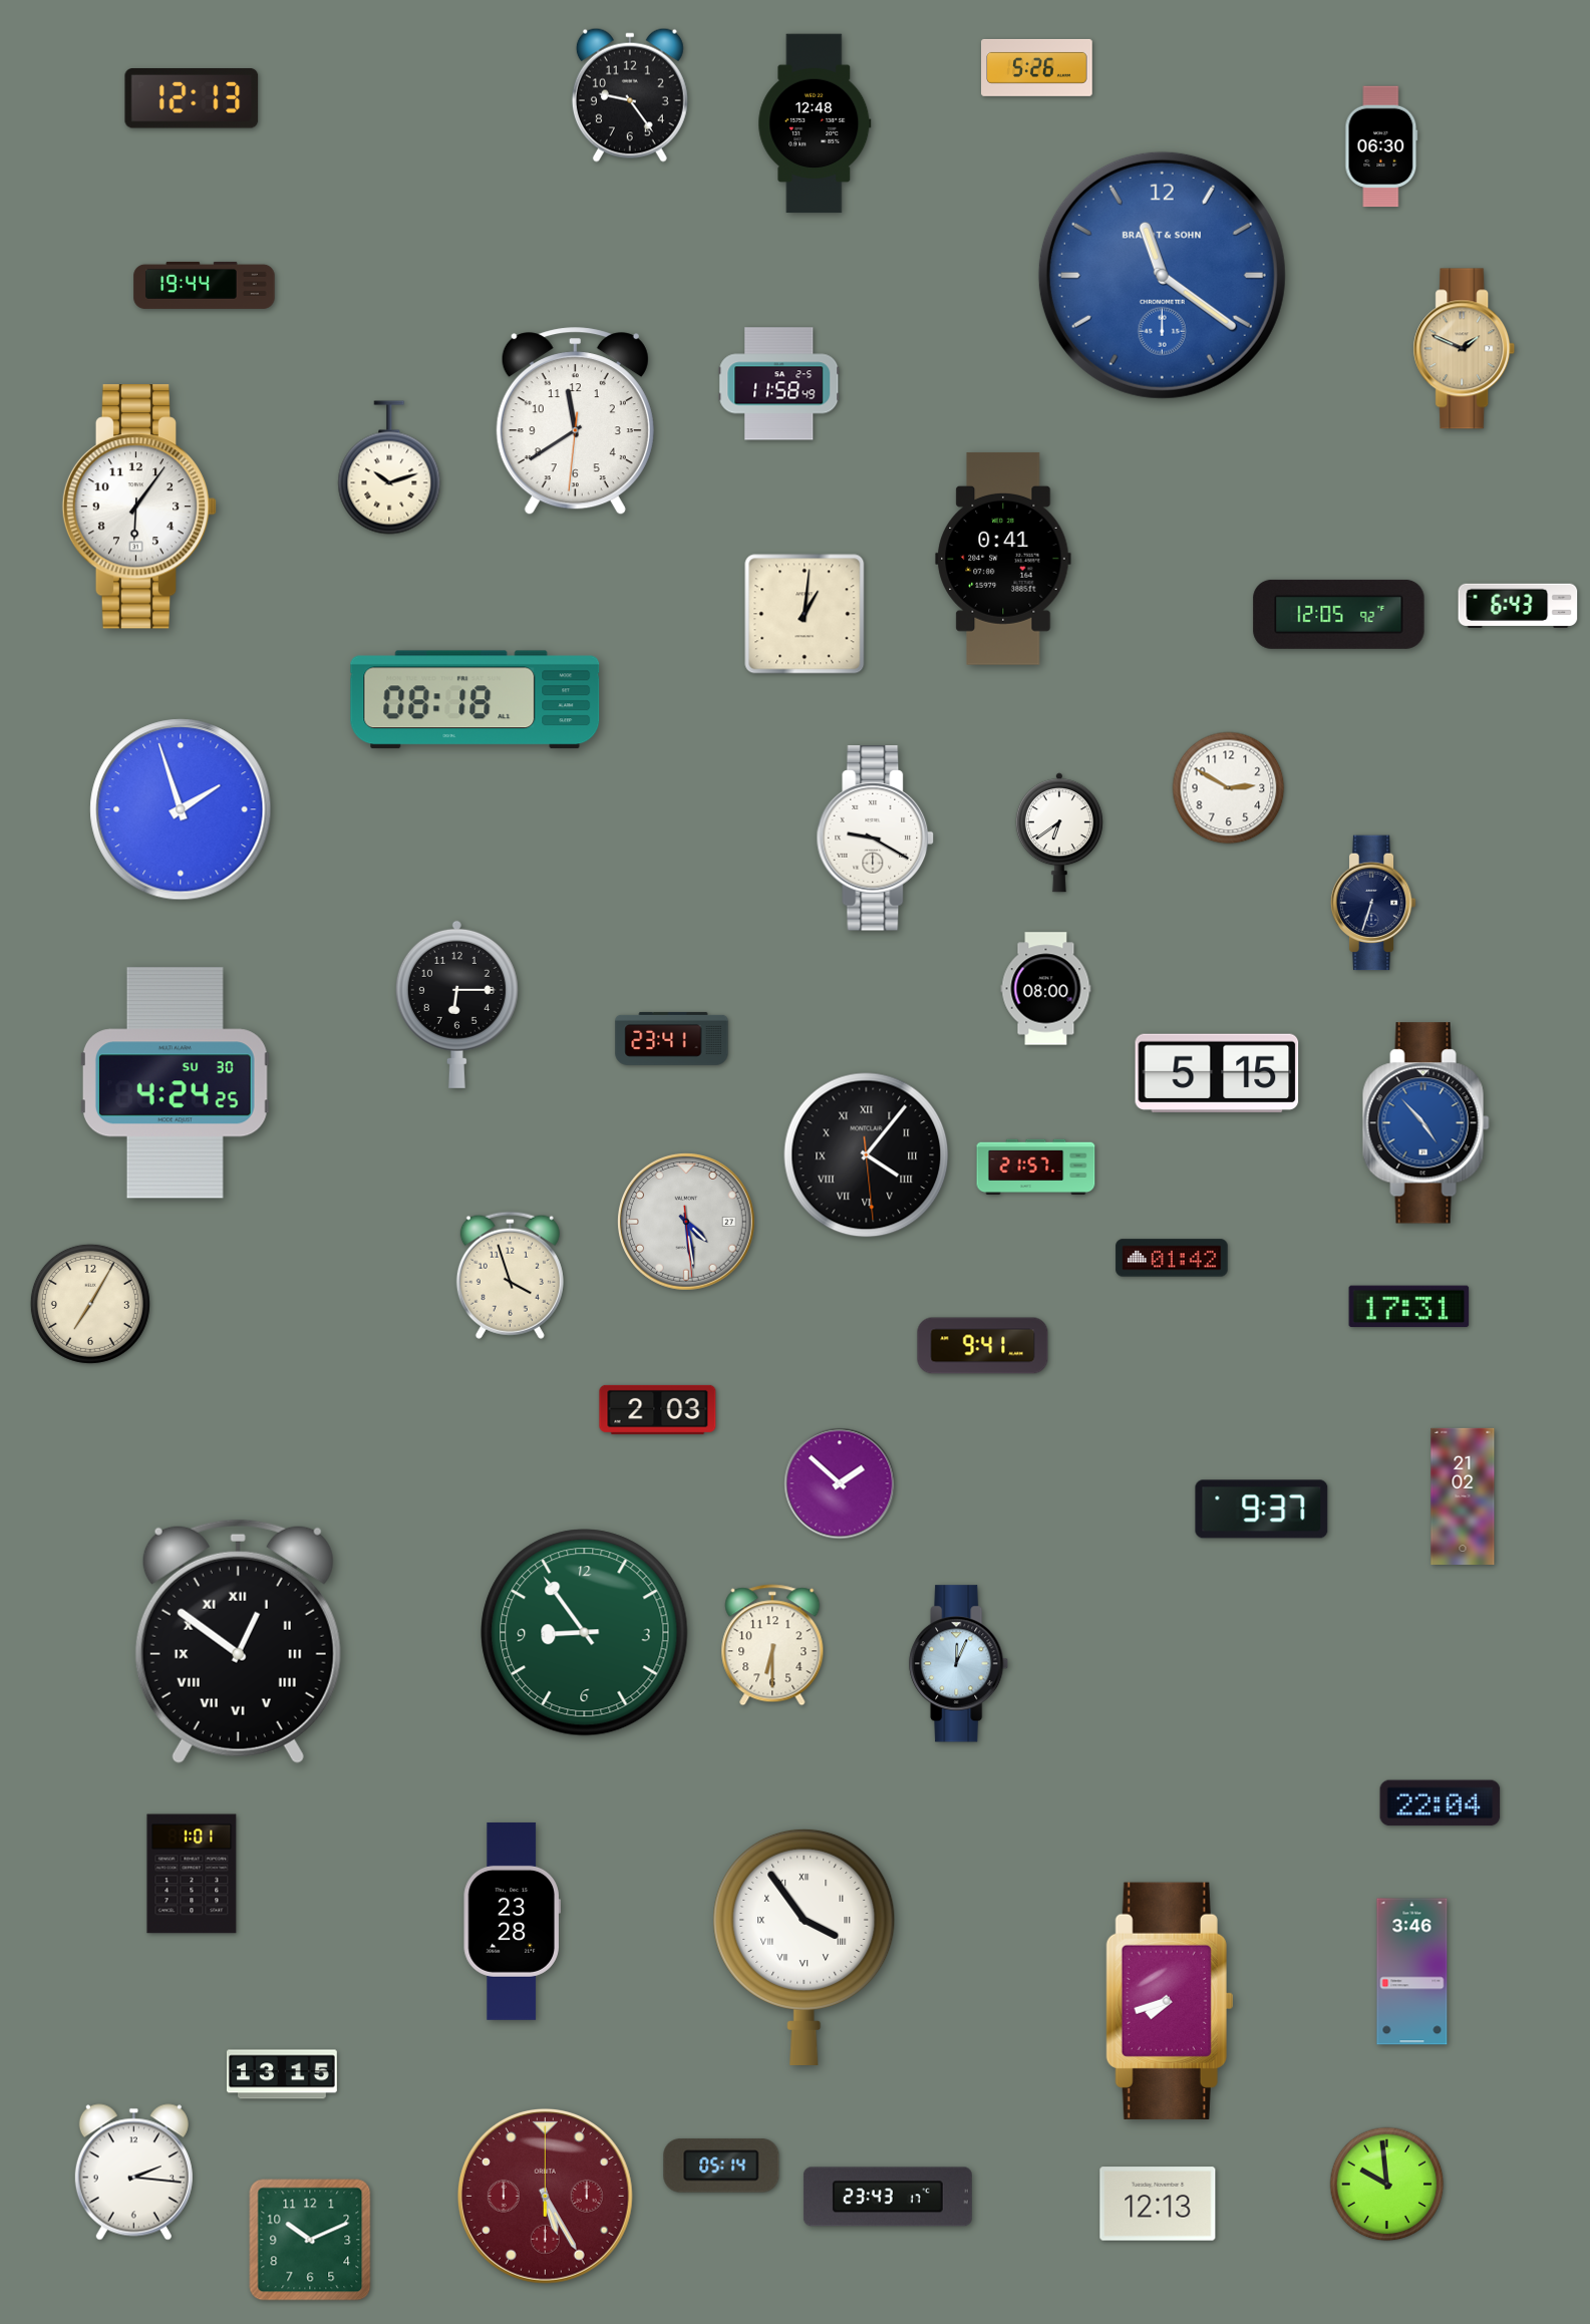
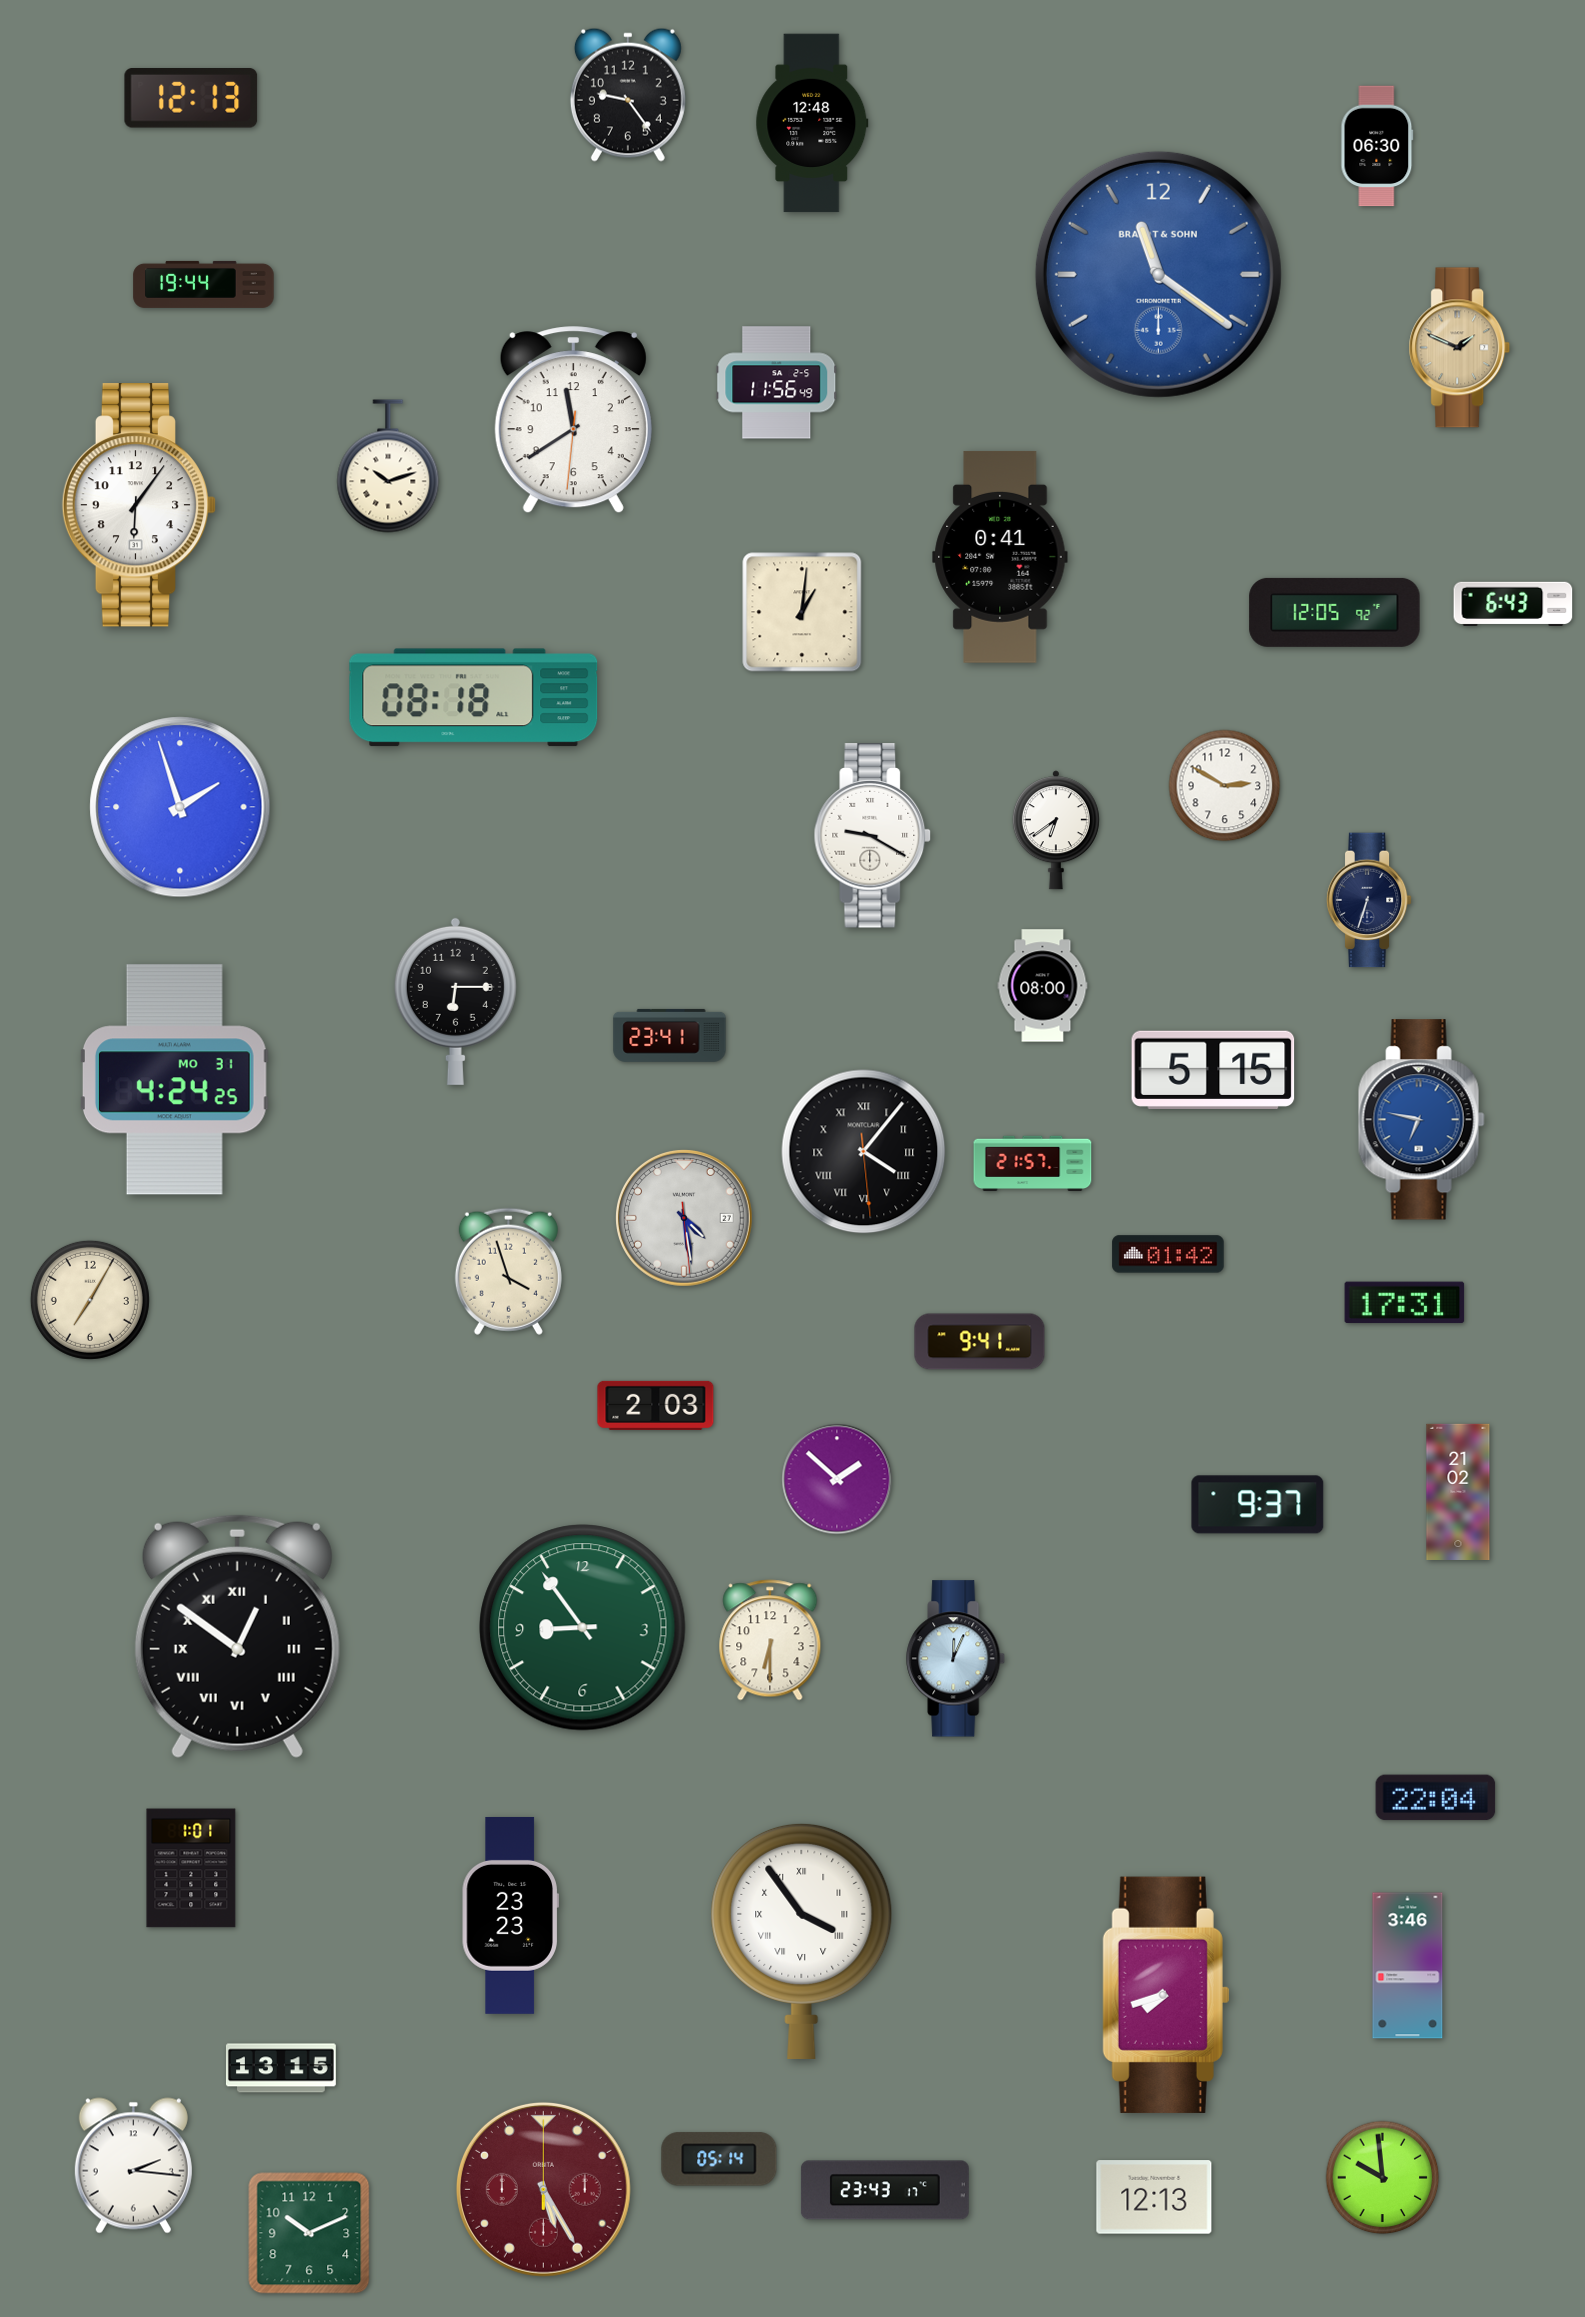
clock at (1037, 67): 5:26 -> none
clock at (779, 384): 11:58 -> 11:56
clock at (175, 1083) date: SU 30 -> MO 31
clock at (1425, 1123): 4:53 -> 6:47
clock at (512, 1921): 23:28 -> 23:23
